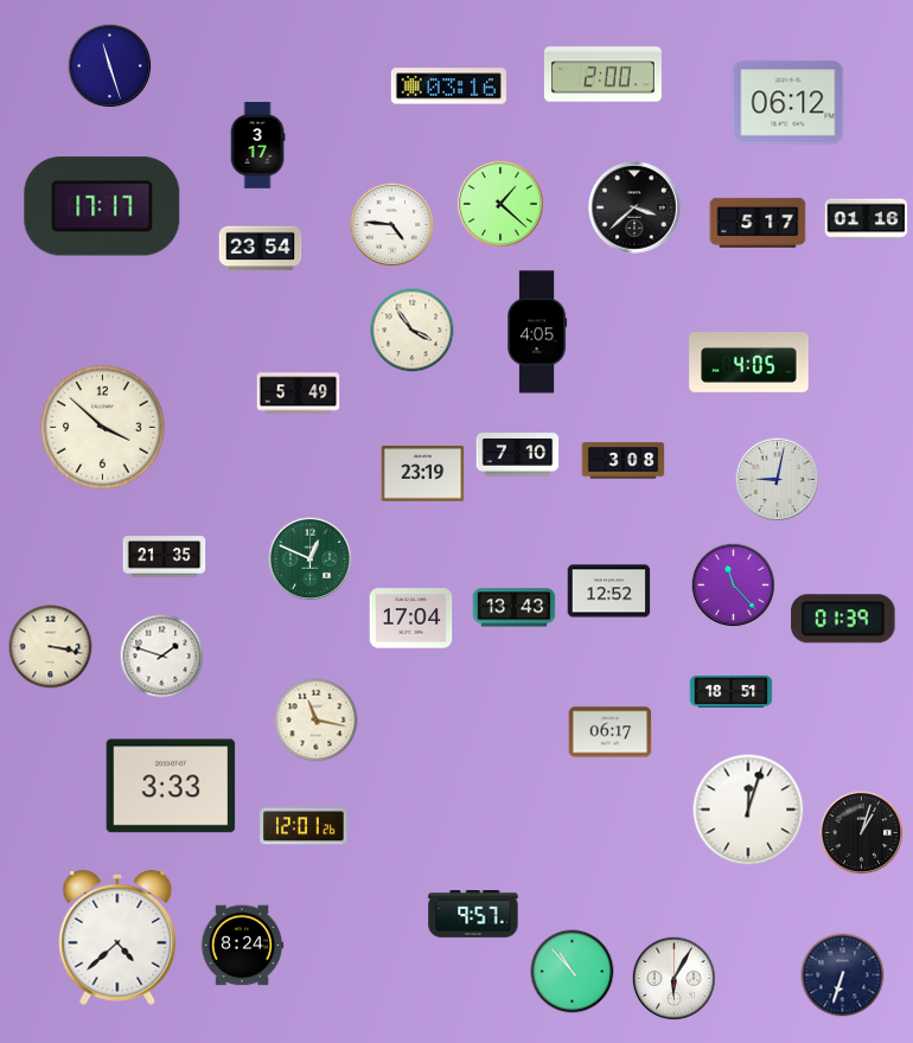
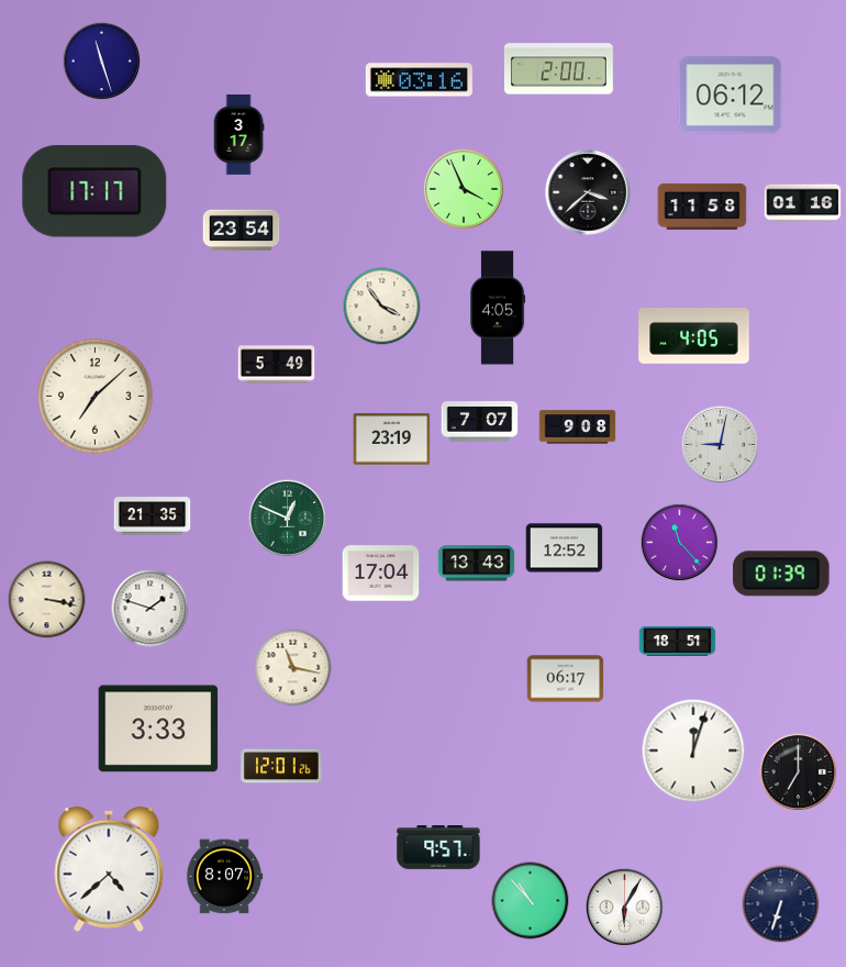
clock at (448, 87) position: (448, 87) -> (419, 80)
clock at (500, 204): 1:22 -> 3:56
clock at (758, 223): 5:17 -> 11:58
clock at (392, 225): 4:46 -> none
clock at (103, 428): 3:52 -> 7:08
clock at (518, 455): 7:10 -> 7:07
clock at (624, 461): 3:08 -> 9:08
clock at (862, 833): 1:03 -> 7:00
clock at (242, 946): 8:24 -> 8:07
